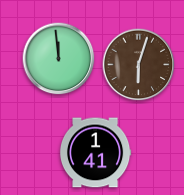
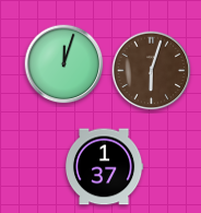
clock at (59, 59): 11:59 -> 12:03
clock at (95, 153): 1:41 -> 1:37
